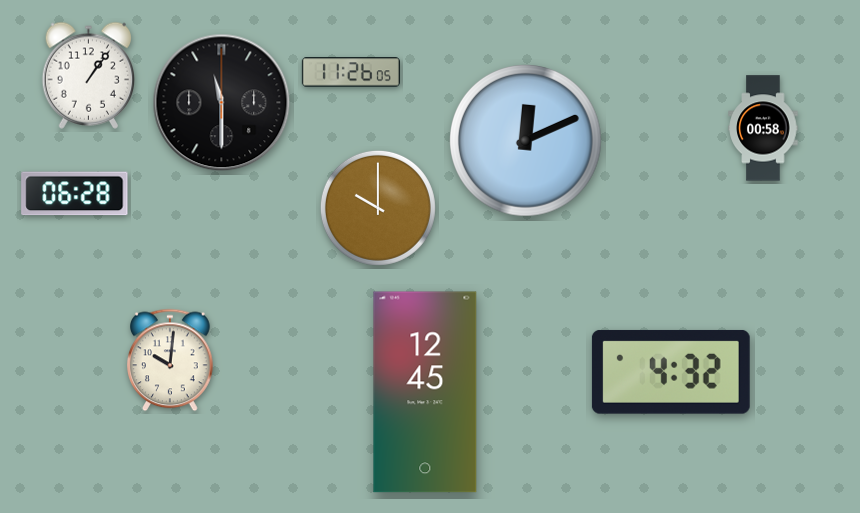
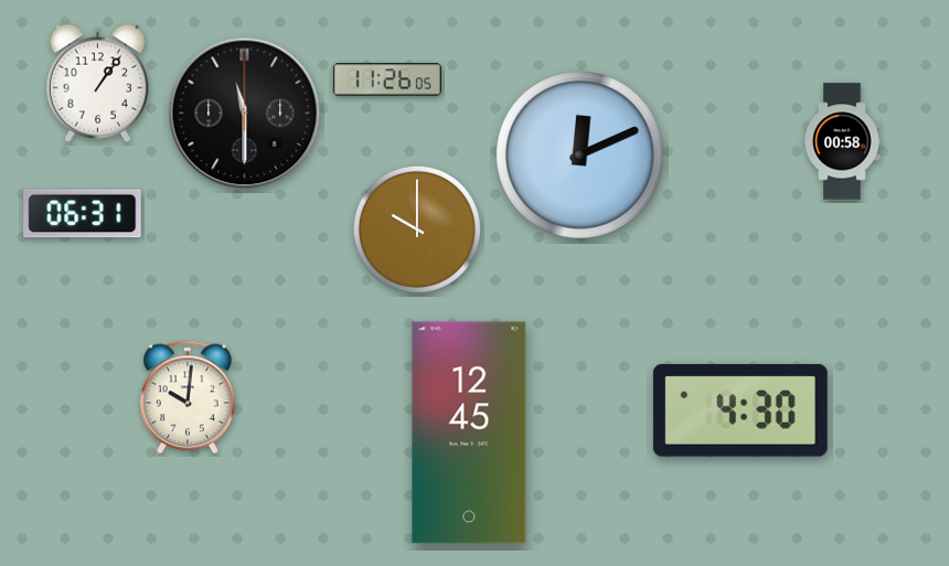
clock at (75, 194): 06:28 -> 06:31
clock at (671, 372): 4:32 -> 4:30
